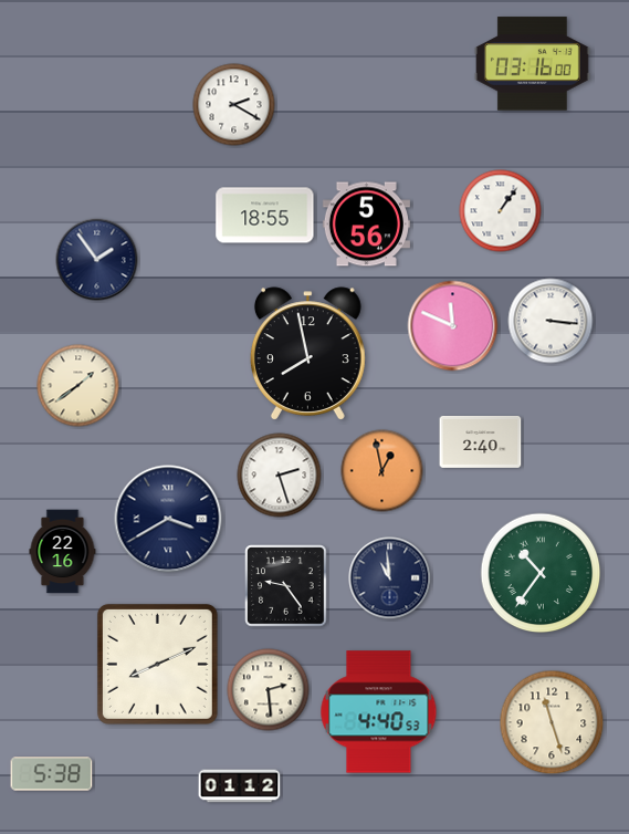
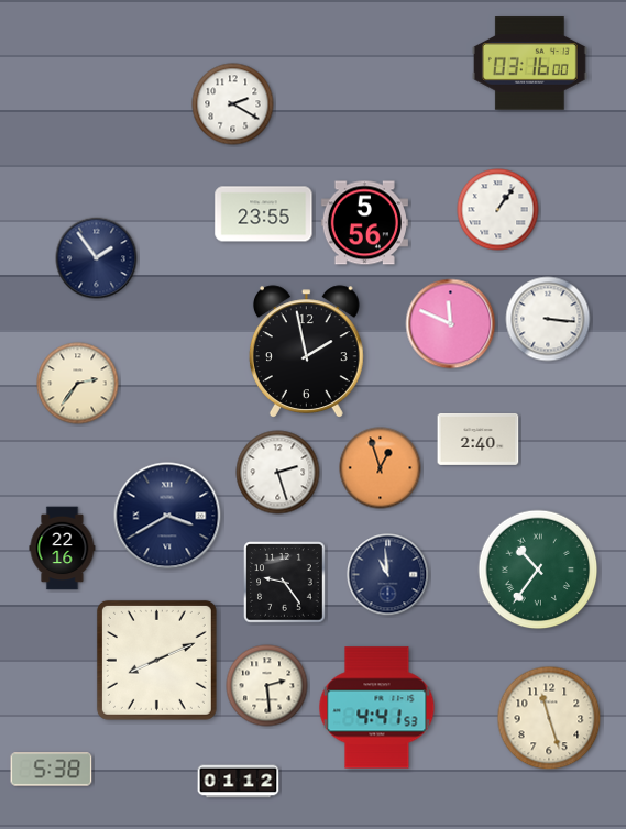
clock at (265, 216): 18:55 -> 23:55
clock at (307, 354): 7:58 -> 1:58
clock at (78, 386): 1:39 -> 2:36
clock at (382, 471): 12:58 -> 12:57
clock at (379, 712): 4:40 -> 4:41
